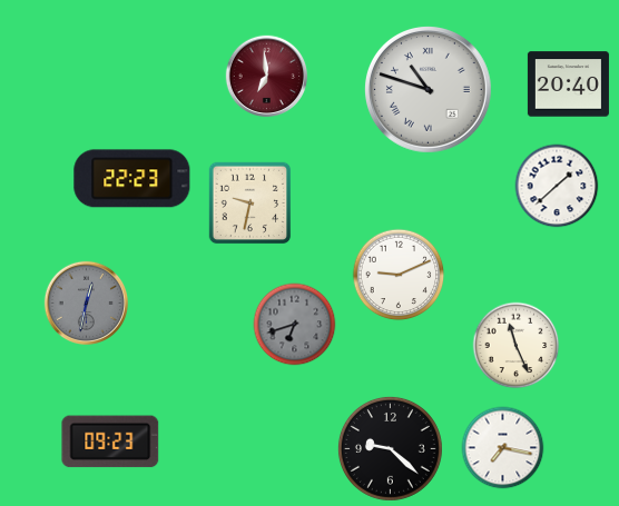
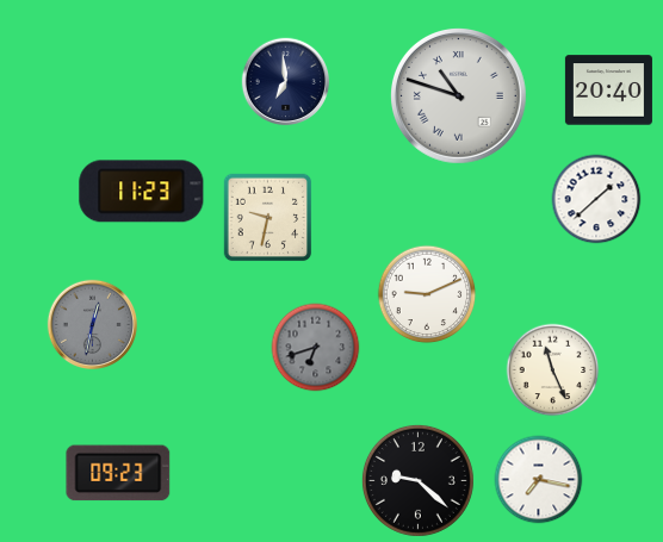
clock at (267, 77) dial: burgundy -> navy
clock at (132, 179): 22:23 -> 11:23
